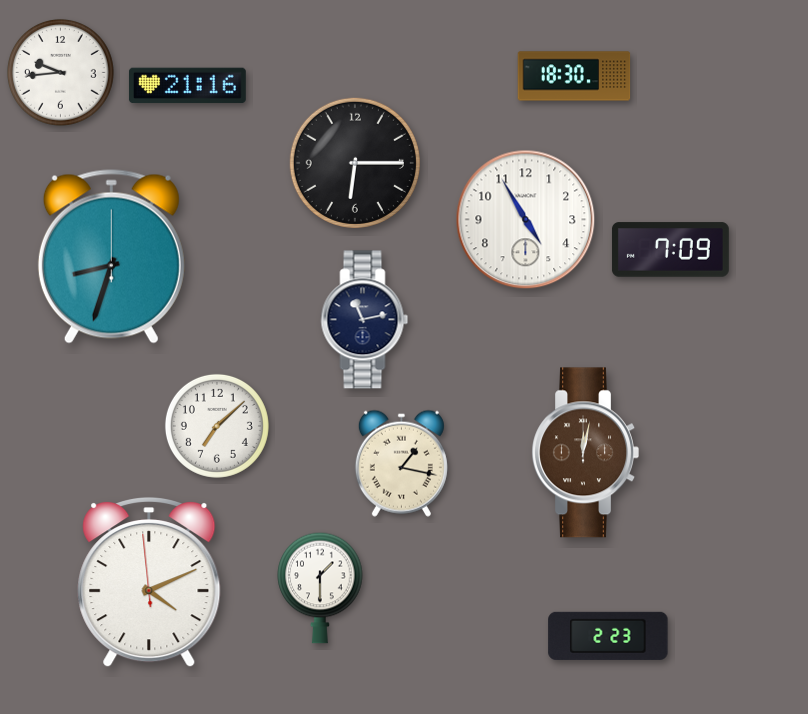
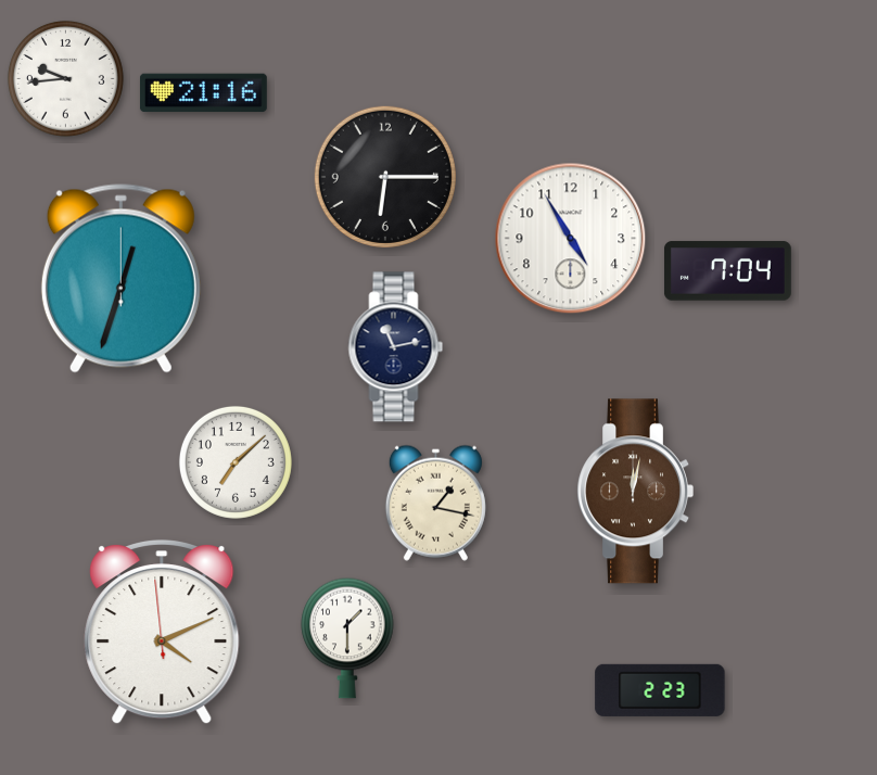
clock at (574, 76): 18:30 -> none
clock at (670, 250): 7:09 -> 7:04
clock at (111, 257): 8:33 -> 12:33
